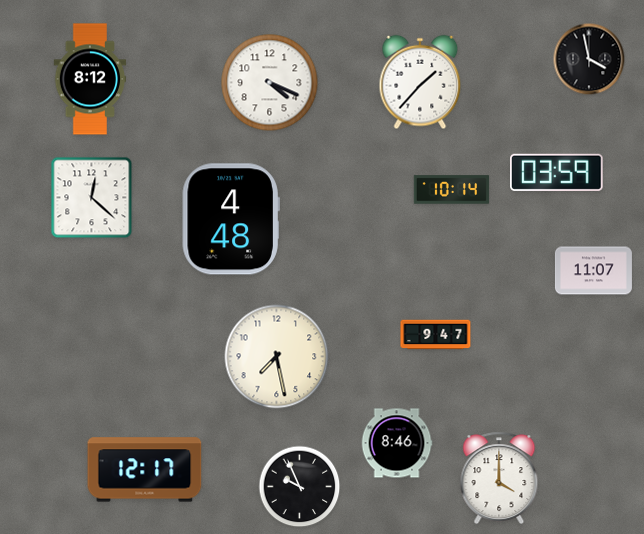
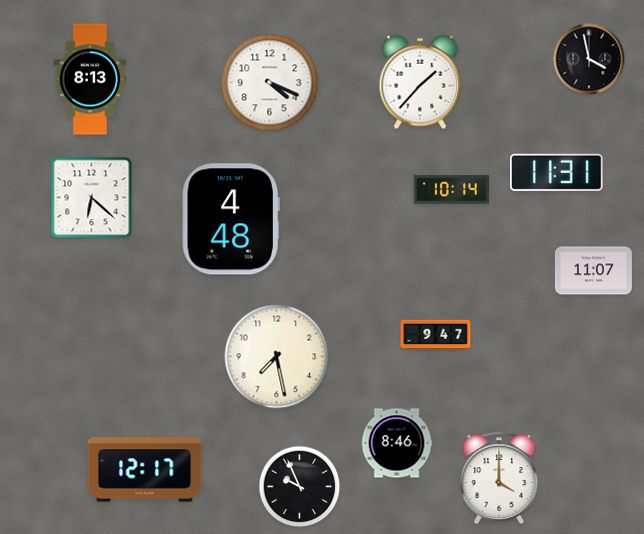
clock at (90, 79): 8:12 -> 8:13
clock at (557, 172): 03:59 -> 11:31
clock at (92, 198): 12:22 -> 6:22
